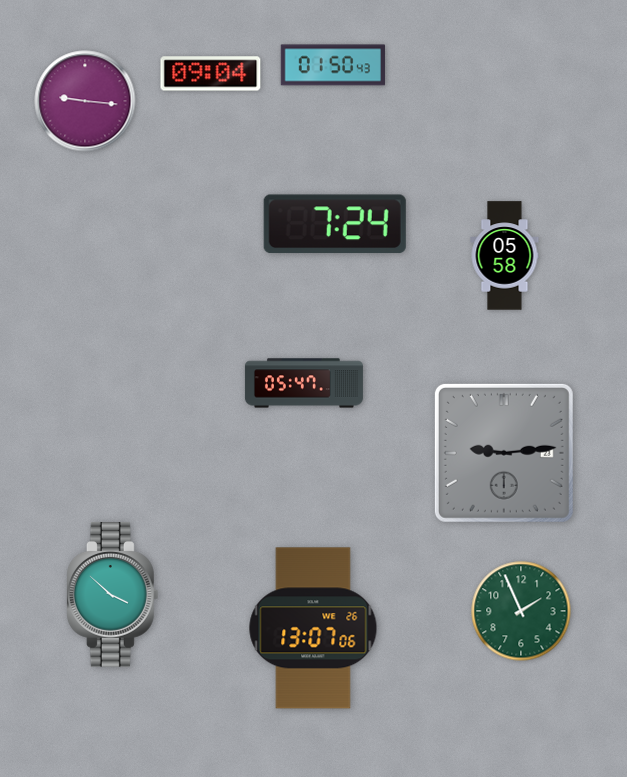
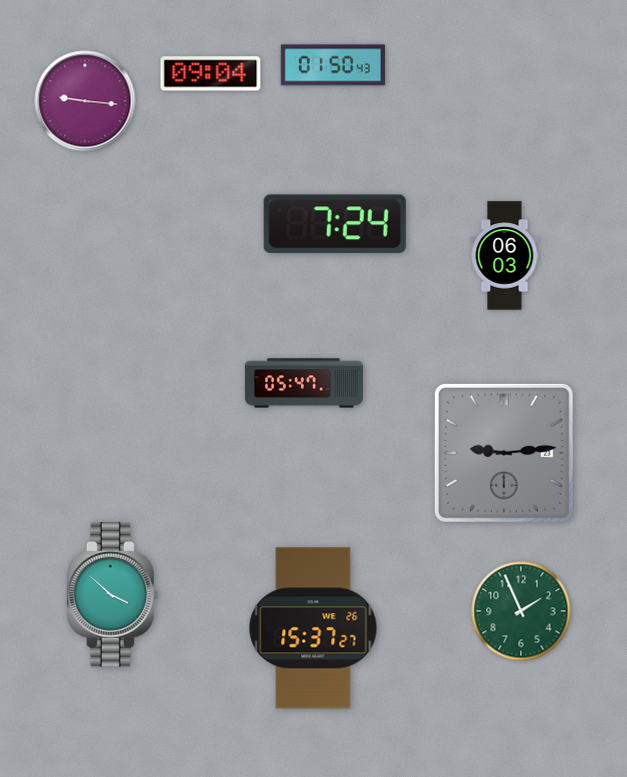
clock at (505, 256): 05:58 -> 06:03
clock at (313, 628): 13:07 -> 15:37
